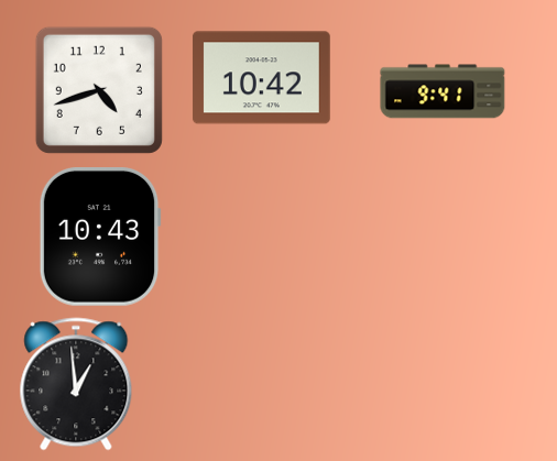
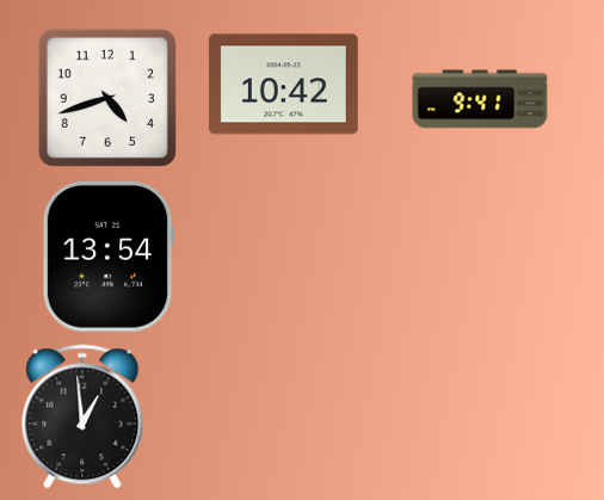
clock at (100, 237): 10:43 -> 13:54
